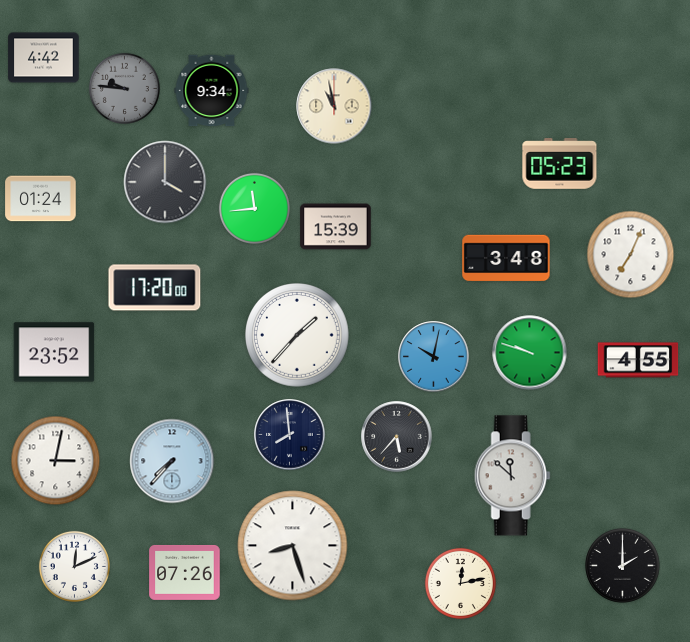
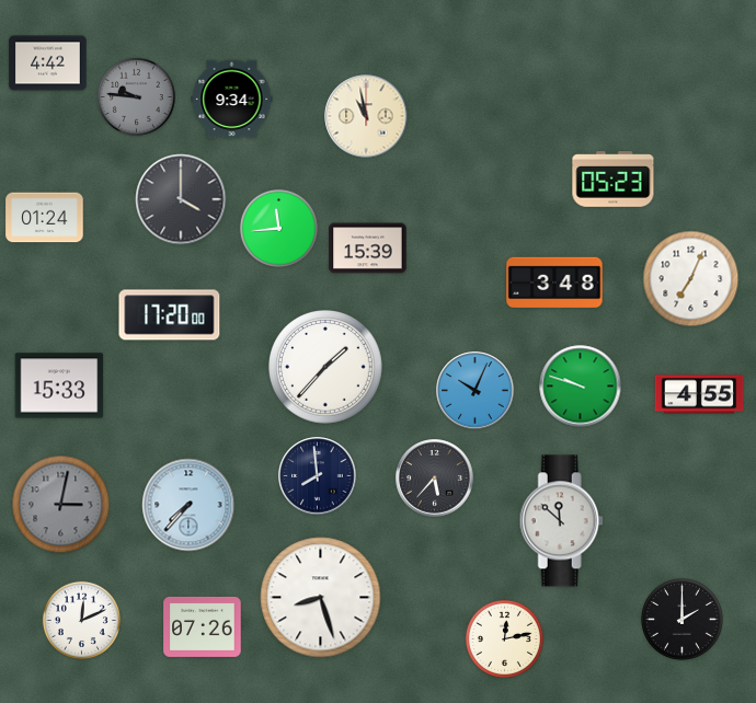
clock at (54, 352): 23:52 -> 15:33
clock at (434, 357): 10:02 -> 10:04
clock at (56, 461) dial: white -> grey
